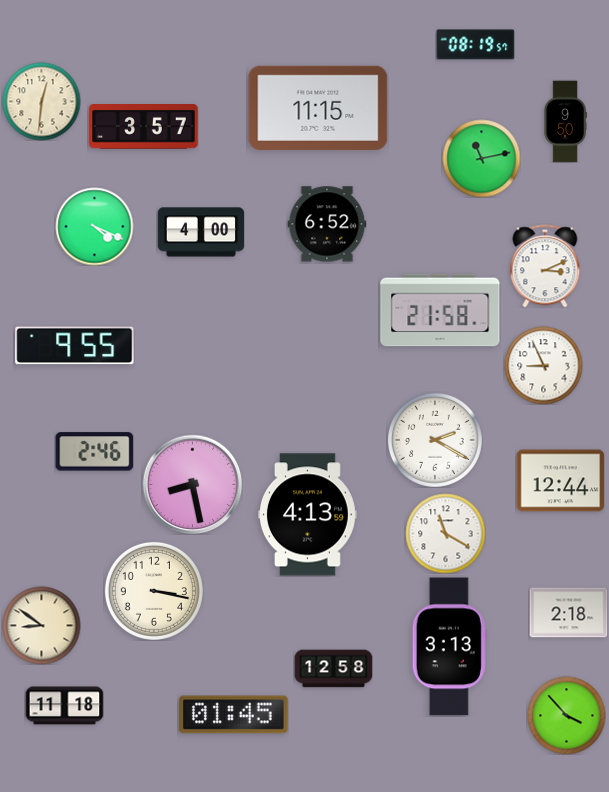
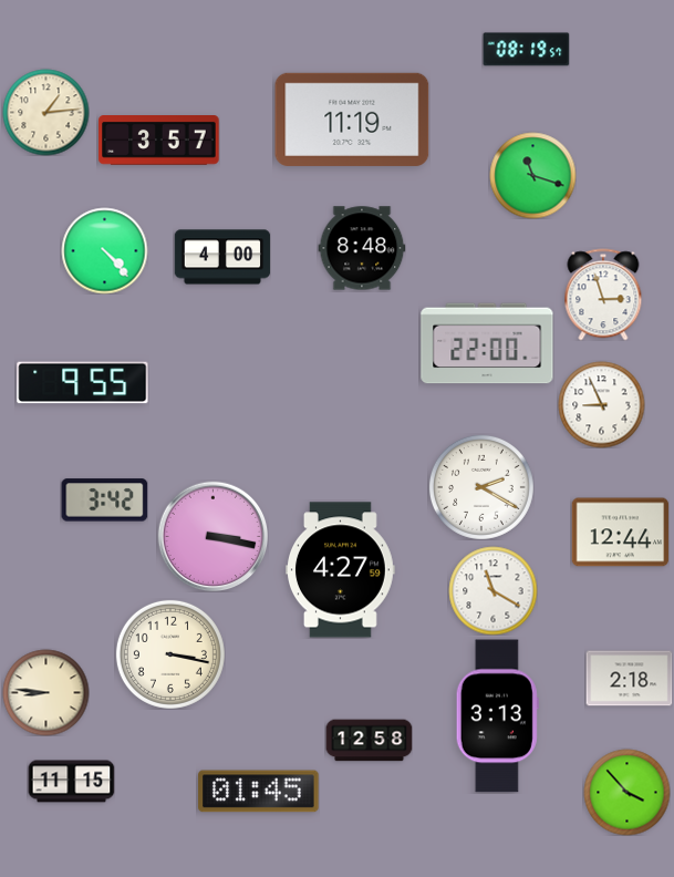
clock at (41, 101): 12:31 -> 1:14
clock at (318, 108): 11:15 -> 11:19
clock at (565, 121): 9:50 -> none
clock at (481, 158): 11:13 -> 11:18
clock at (327, 224): 6:52 -> 8:48
clock at (94, 226): 4:19 -> 4:23
clock at (545, 266): 3:11 -> 2:57
clock at (440, 310): 21:58 -> 22:00
clock at (94, 452): 2:46 -> 3:42
clock at (192, 484): 8:28 -> 3:17
clock at (308, 515): 4:13 -> 4:27
clock at (41, 625): 8:51 -> 8:46
clock at (64, 706): 11:18 -> 11:15
